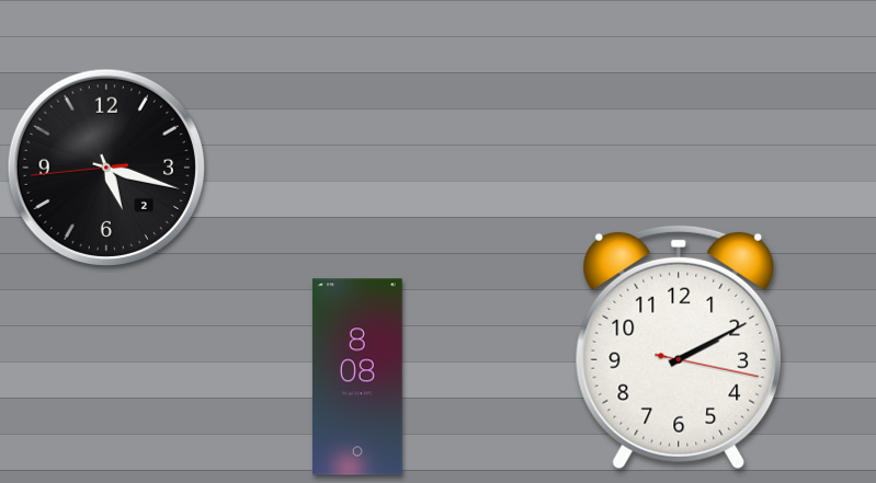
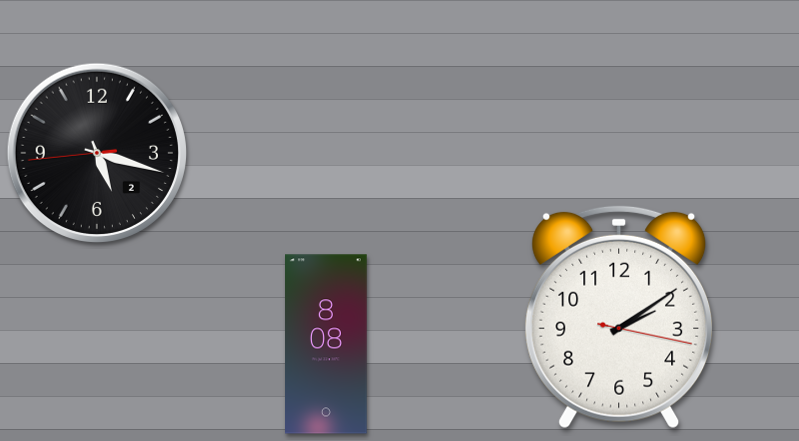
clock at (679, 347): 2:10 -> 2:09
